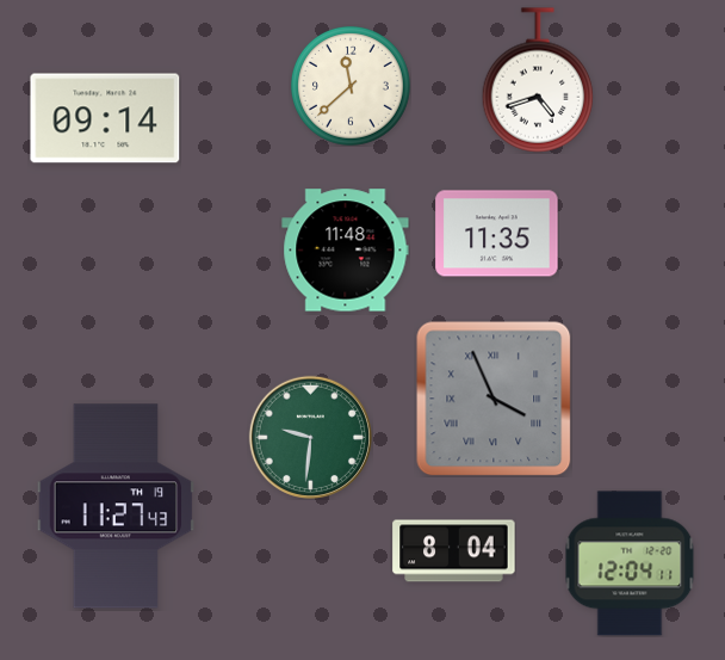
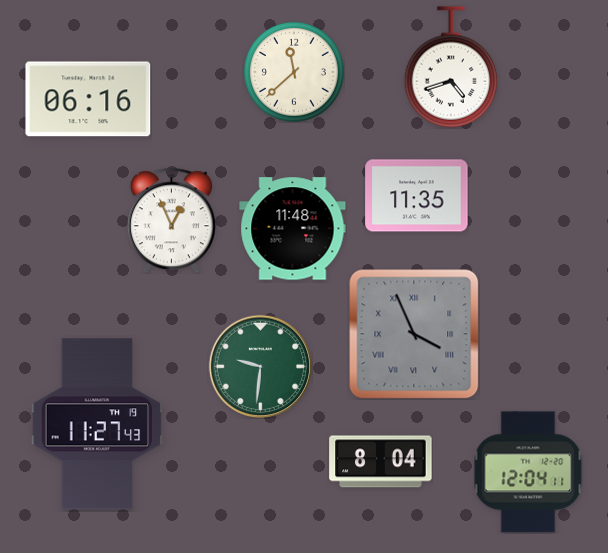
clock at (105, 118): 09:14 -> 06:16
clock at (346, 251) position: (346, 251) -> (293, 229)
clock at (171, 220): none -> 12:56
